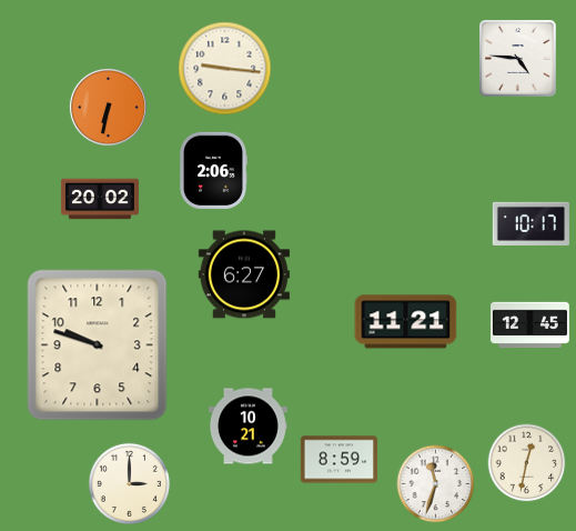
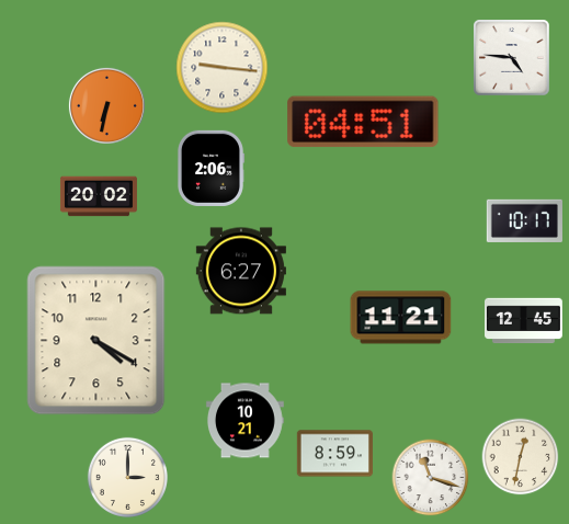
clock at (363, 122): none -> 04:51
clock at (98, 345): 9:48 -> 4:20
clock at (436, 484): 11:33 -> 11:18
